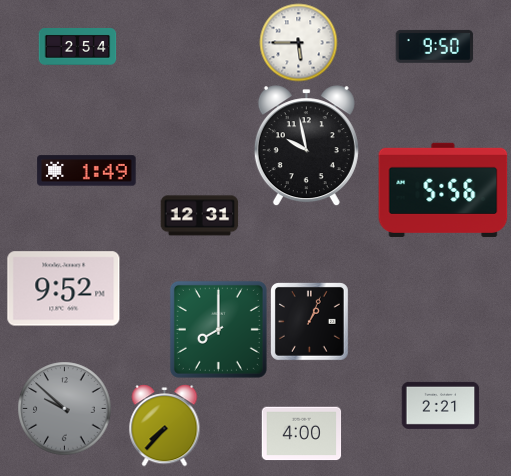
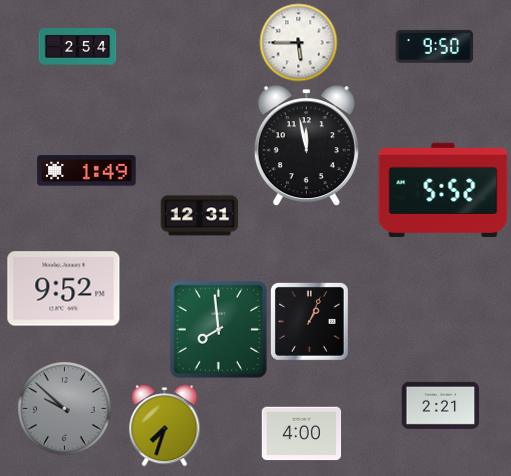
clock at (306, 146): 9:58 -> 11:58
clock at (443, 190): 5:56 -> 5:52
clock at (218, 329): 8:00 -> 7:59
clock at (165, 425): 7:37 -> 7:33
